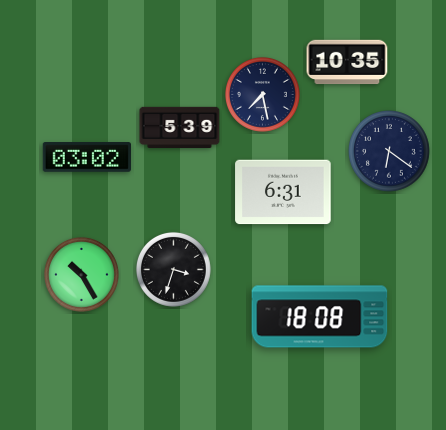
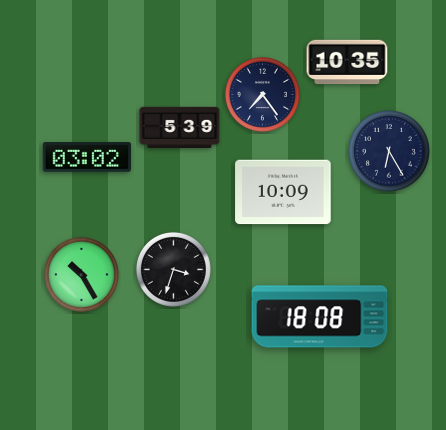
clock at (262, 94): 7:28 -> 7:24
clock at (390, 152): 6:21 -> 6:25
clock at (283, 192): 6:31 -> 10:09
